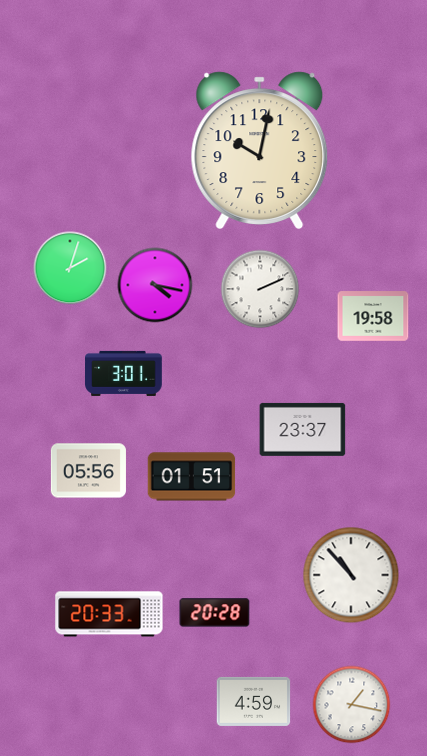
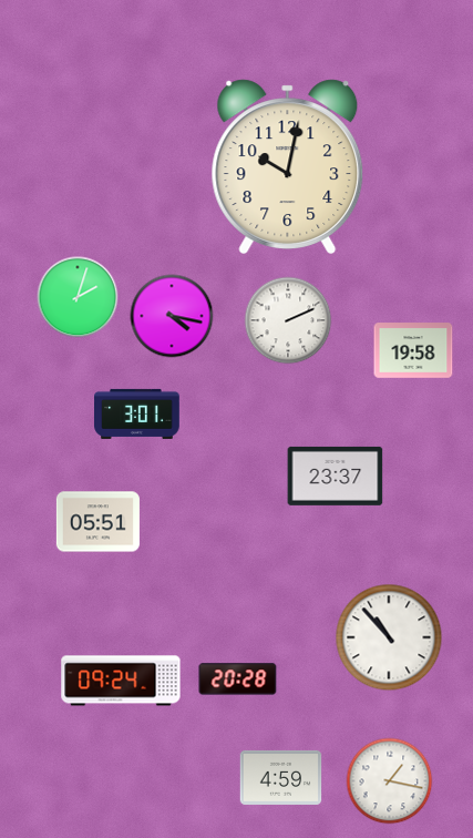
clock at (88, 471): 05:56 -> 05:51
clock at (192, 477): 01:51 -> none
clock at (109, 614): 20:33 -> 09:24
